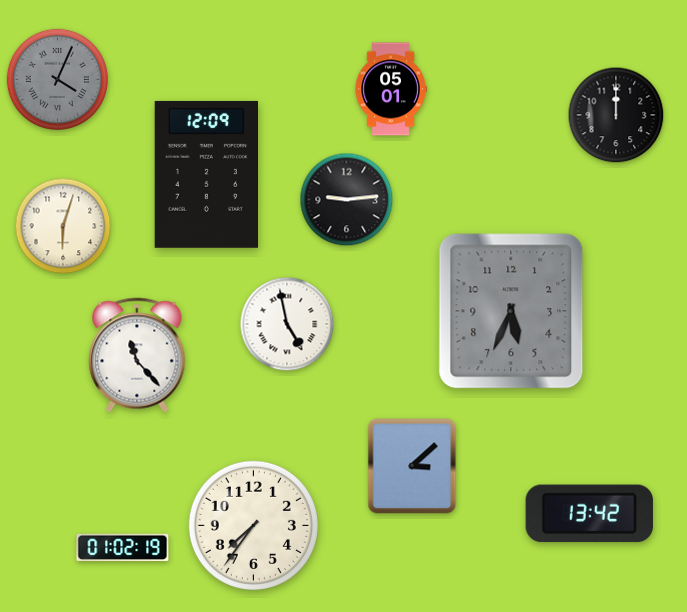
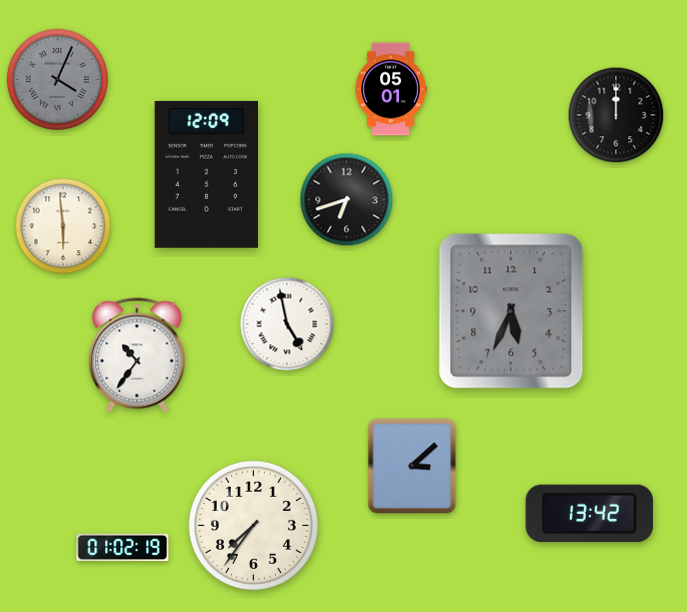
clock at (347, 200): 9:14 -> 6:42
clock at (63, 226): 6:03 -> 5:59
clock at (137, 355): 11:23 -> 10:36
